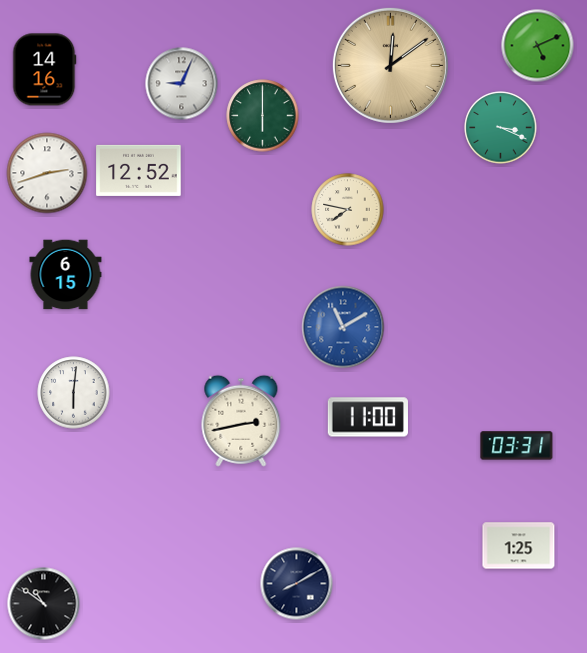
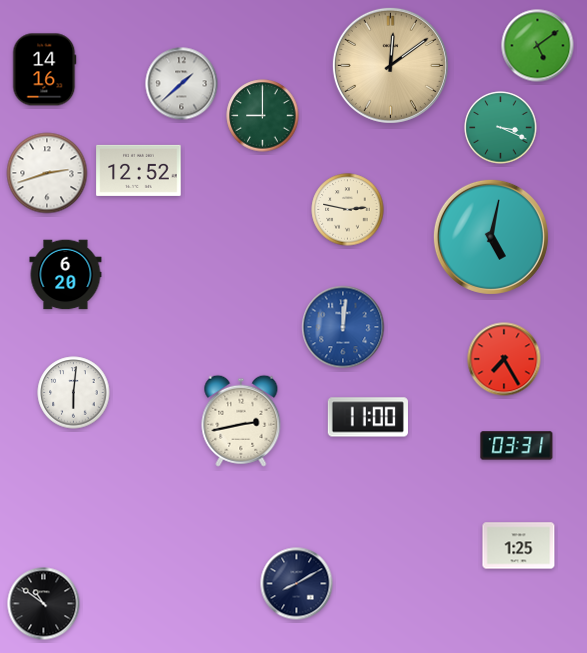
clock at (538, 46): 5:11 -> 5:09
clock at (182, 84): 9:04 -> 1:38
clock at (263, 116): 6:00 -> 9:00
clock at (348, 210): 7:47 -> 2:47
clock at (491, 237): none -> 5:02
clock at (66, 275): 6:15 -> 6:20
clock at (343, 327): 11:10 -> 12:01
clock at (504, 359): none -> 7:25
